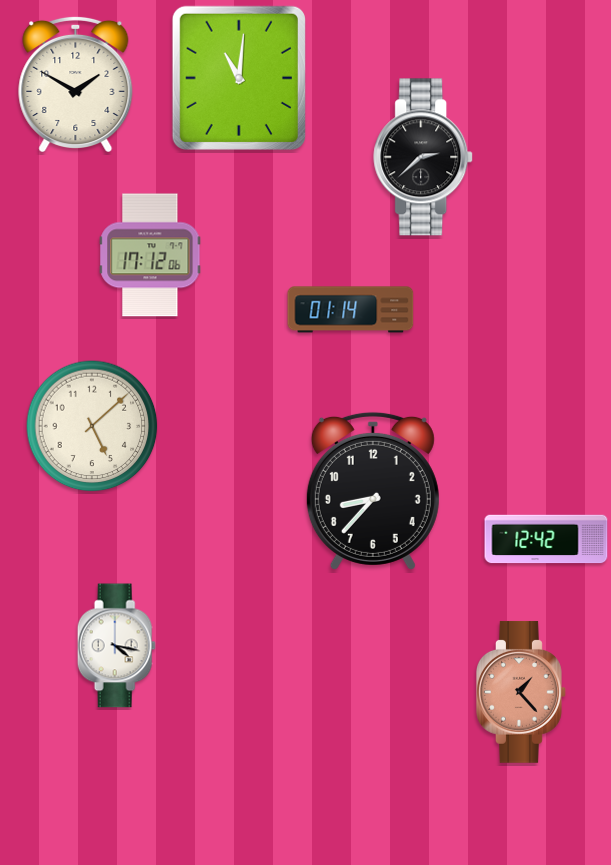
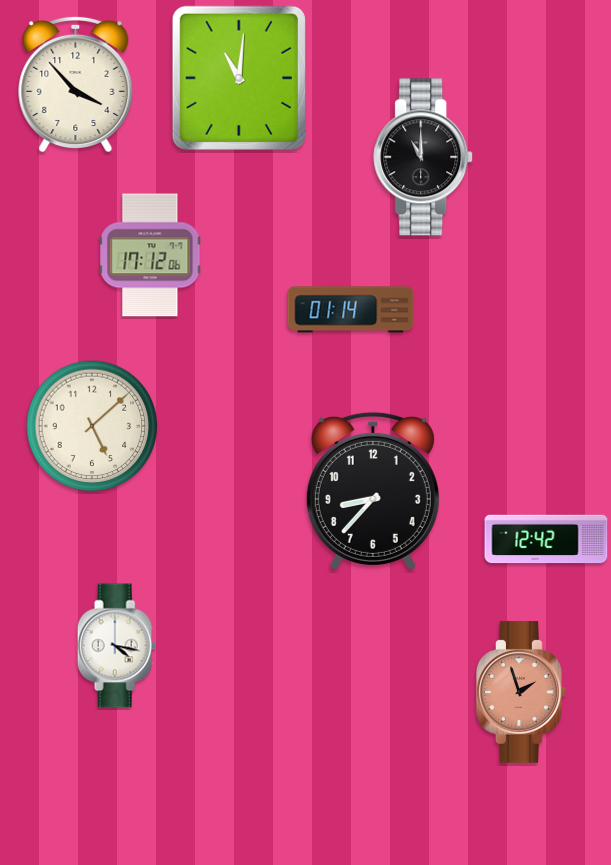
clock at (76, 83): 1:50 -> 3:53
clock at (424, 157): 2:38 -> 11:00
clock at (522, 692): 1:23 -> 1:57
